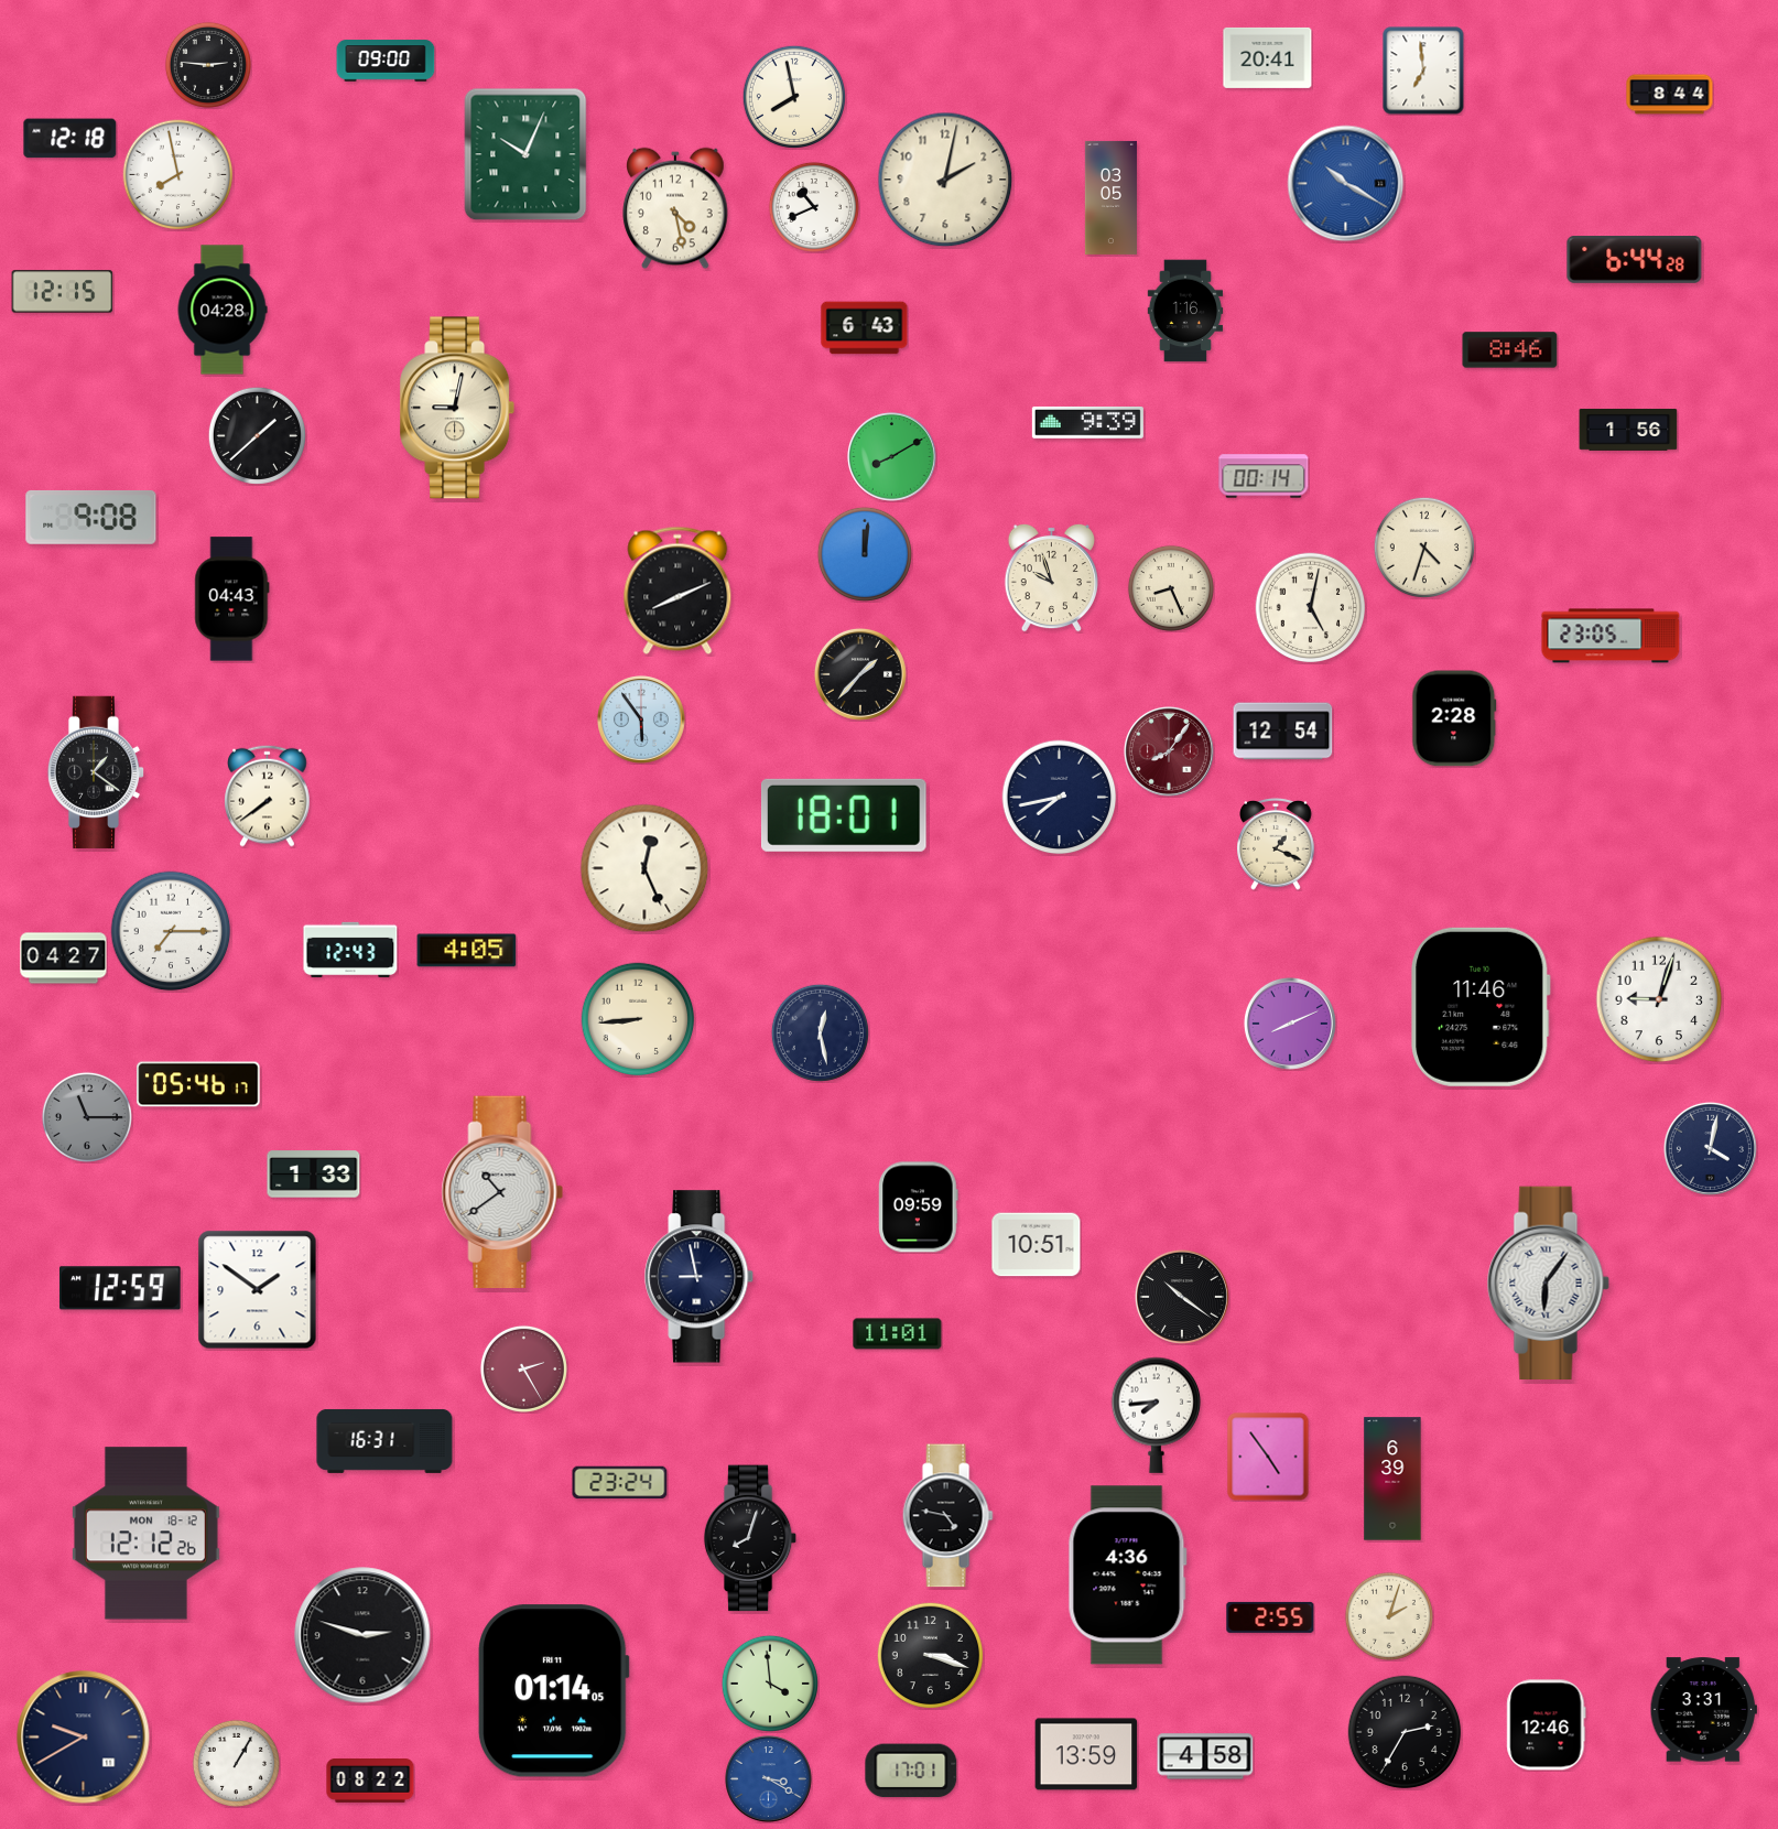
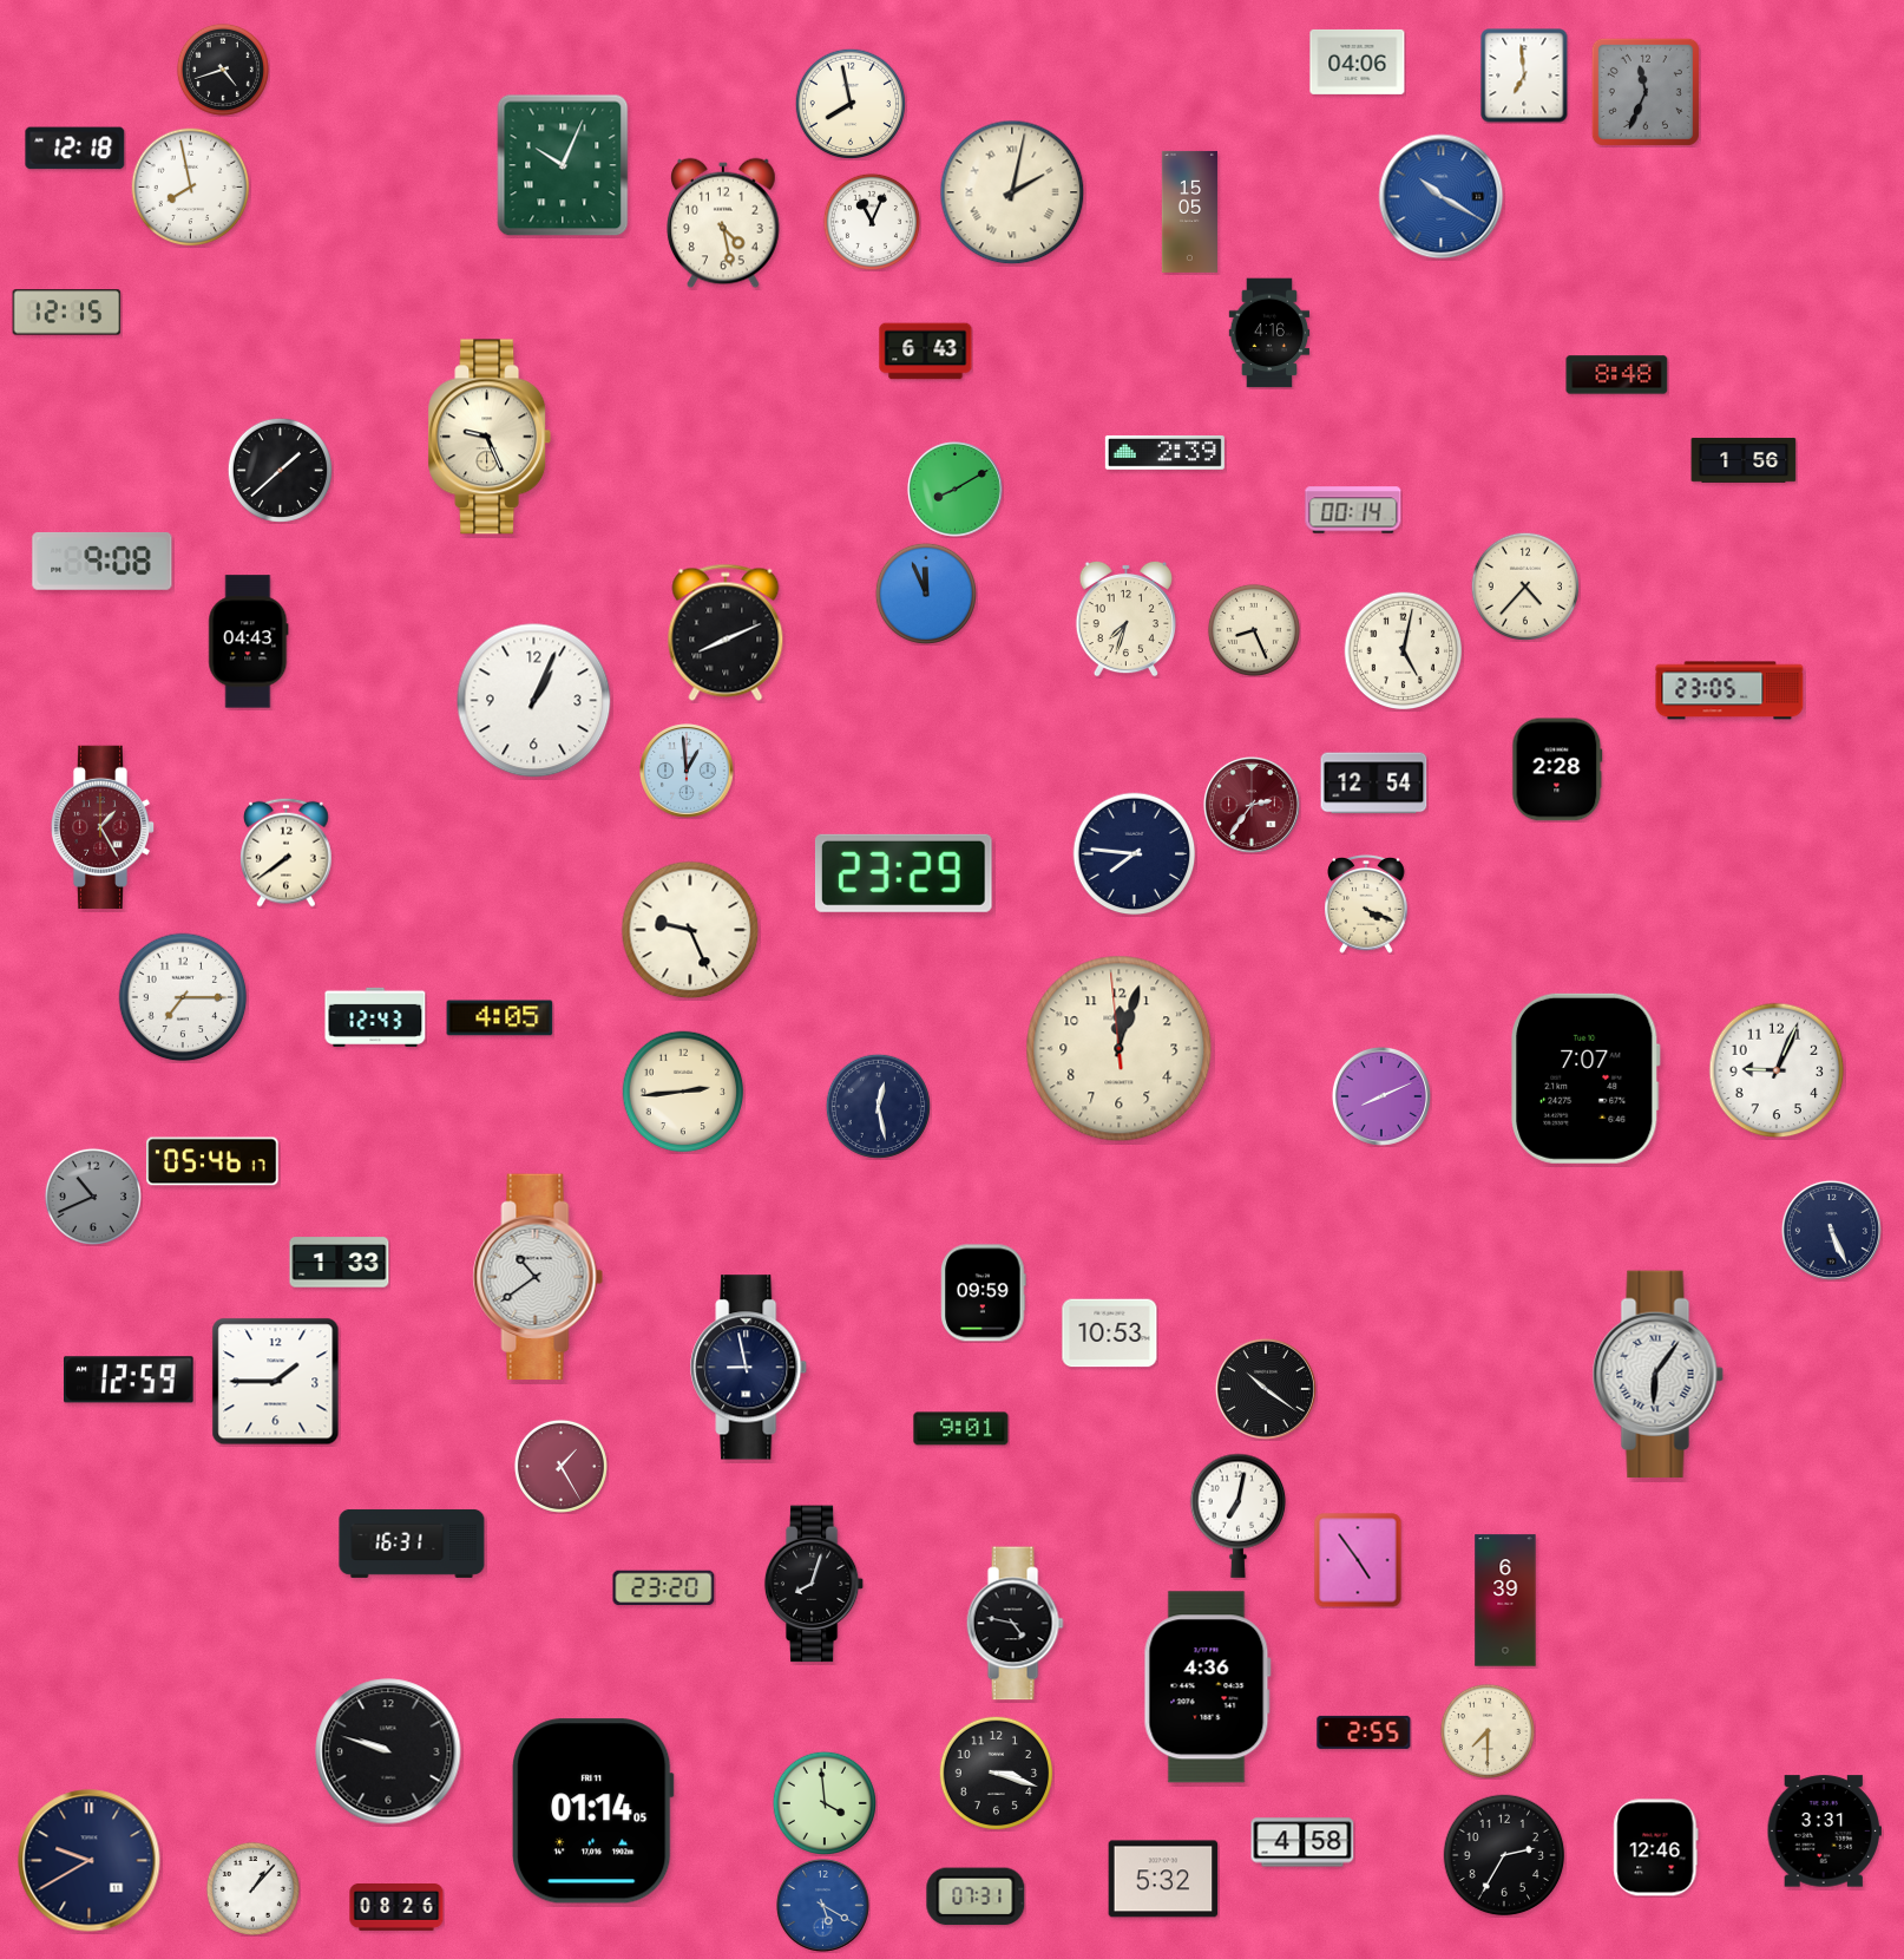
clock at (1268, 57): 20:41 -> 04:06
clock at (386, 61): 09:00 -> none
clock at (208, 65): 2:46 -> 4:42
clock at (1646, 92): none -> 11:34
clock at (1670, 95): 8:44 -> none
clock at (945, 180) numerals: Arabic -> Roman
clock at (1110, 197): 03:05 -> 15:05
clock at (814, 207): 10:41 -> 11:04
clock at (1635, 260): 6:44 -> none
clock at (223, 310): 04:28 -> none
clock at (1185, 311): 1:16 -> 4:16
clock at (1510, 350): 8:46 -> 8:48
clock at (457, 408): 9:02 -> 9:26
clock at (1087, 422): 9:39 -> 2:39
clock at (257, 435) position: (257, 435) -> (280, 470)
clock at (91, 517) position: (91, 517) -> (103, 561)
clock at (1423, 546): 4:33 -> 4:37
clock at (865, 554): 12:01 -> 11:56
clock at (1051, 577): 9:57 -> 7:33
clock at (1611, 636) position: (1611, 636) -> (1729, 690)
clock at (534, 701): none -> 1:04
clock at (860, 674): 1:37 -> none
clock at (642, 721): 5:54 -> 12:59
clock at (1169, 751): 8:06 -> 2:36
clock at (96, 772): 1:21 -> 1:25
clock at (96, 772) dial: black -> burgundy
clock at (1060, 798): 7:43 -> 7:46
clock at (844, 815): 18:01 -> 23:29
clock at (1276, 844): 1:19 -> 4:19
clock at (644, 868): 12:26 -> 9:26
clock at (64, 959): 04:27 -> none
clock at (1120, 1049): none -> 12:02
clock at (1659, 999): 9:03 -> 9:04
clock at (1481, 1007): 11:46 -> 7:07
clock at (638, 1019): 8:44 -> 2:44
clock at (87, 1117): 11:15 -> 10:41
clock at (1710, 1148): 4:02 -> 5:26
clock at (314, 1175) position: (314, 1175) -> (340, 1263)
clock at (1037, 1245): 10:51 -> 10:53
clock at (258, 1290): 1:51 -> 1:45
clock at (898, 1334): 11:01 -> 9:01
clock at (523, 1368): 2:25 -> 1:25
clock at (1157, 1415): 7:44 -> 7:02
clock at (1392, 1479) position: (1392, 1479) -> (1505, 1600)
clock at (620, 1483): 23:24 -> 23:20
clock at (145, 1534): 12:12 -> none
clock at (750, 1538) position: (750, 1538) -> (814, 1584)
clock at (1389, 1616): 2:03 -> 7:30
clock at (1270, 1617) position: (1270, 1617) -> (1364, 1732)
clock at (362, 1635): 2:48 -> 9:48
clock at (1086, 1754): 13:59 -> 5:32
clock at (1205, 1756) position: (1205, 1756) -> (1302, 1842)
clock at (236, 1763): 1:05 -> 1:07
clock at (911, 1771): 17:01 -> 07:31
clock at (769, 1779): 3:20 -> 5:20
clock at (370, 1782): 08:22 -> 08:26
